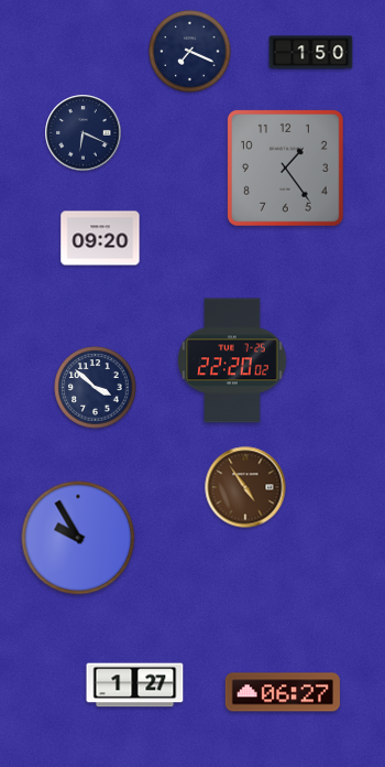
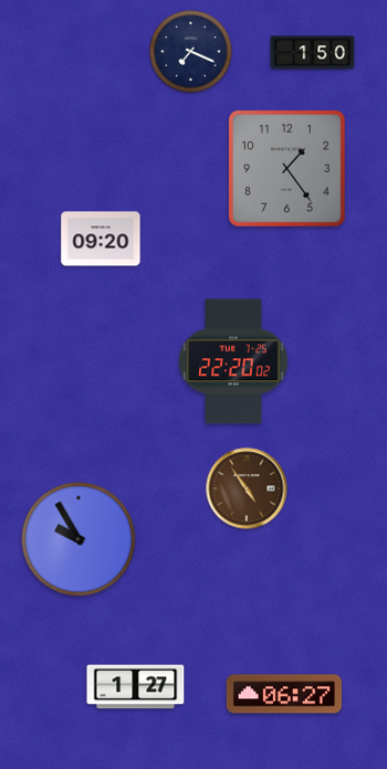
clock at (84, 133): 6:19 -> none
clock at (96, 388): 3:52 -> none
